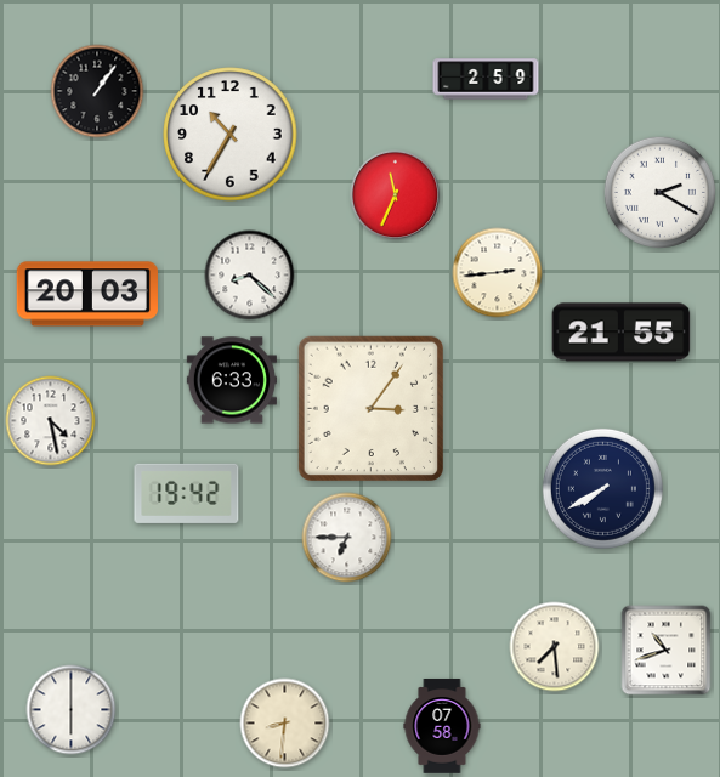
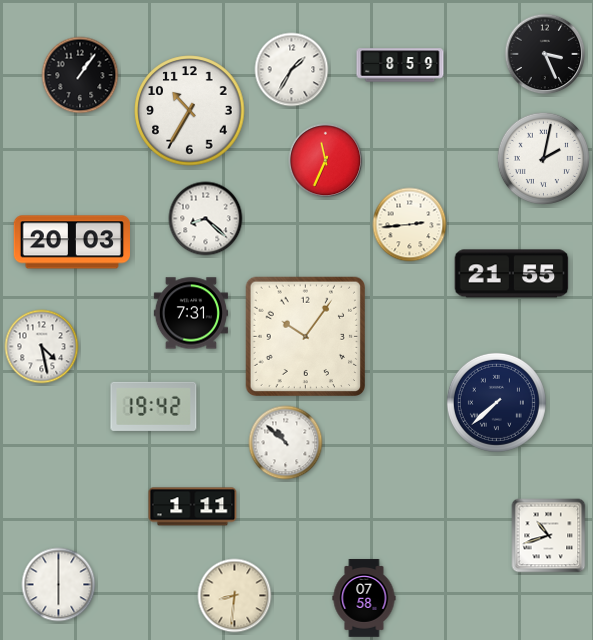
clock at (545, 54): none -> 3:26
clock at (486, 79): 2:59 -> 8:59
clock at (292, 70): none -> 1:35
clock at (659, 192): 2:20 -> 2:02
clock at (250, 276) position: (250, 276) -> (206, 219)
clock at (232, 380): 6:33 -> 7:31
clock at (370, 408): 3:06 -> 10:06
clock at (602, 488): 7:40 -> 7:38
clock at (347, 538): 6:45 -> 10:52
clock at (193, 507): none -> 1:11
clock at (555, 647): 7:29 -> none
